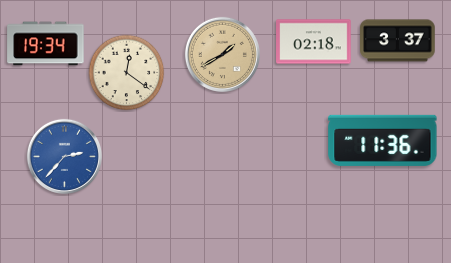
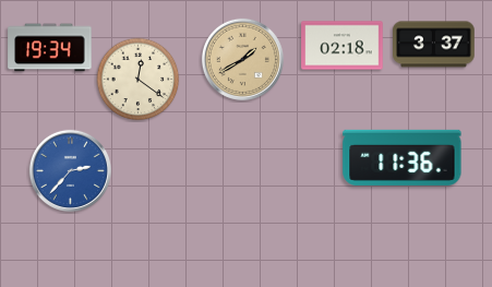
clock at (383, 140) position: (383, 140) -> (403, 157)
